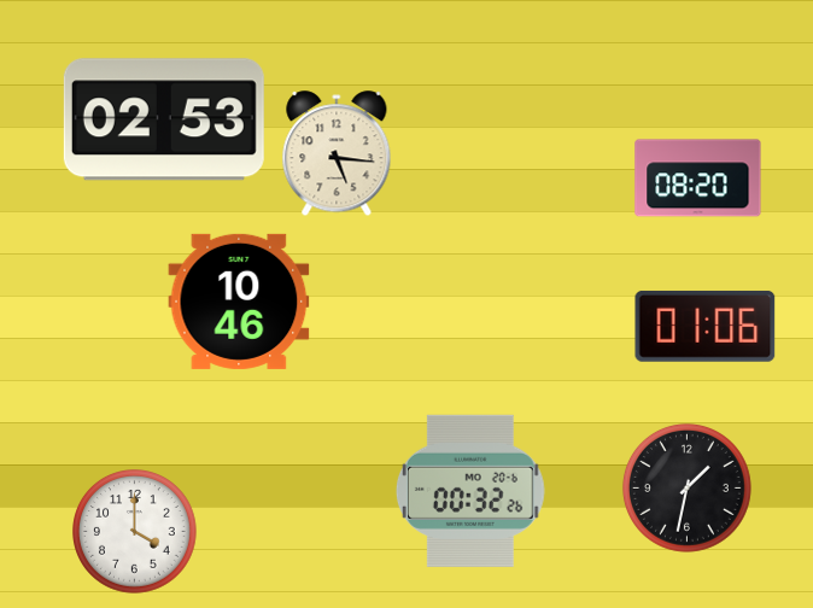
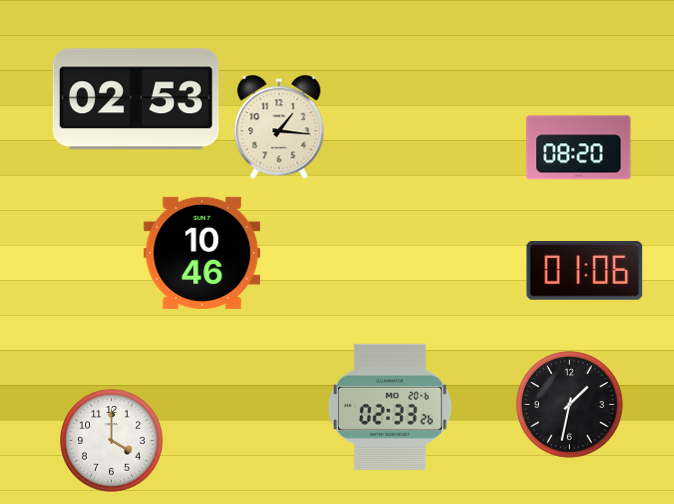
clock at (337, 154): 5:16 -> 1:16
clock at (239, 302) position: (239, 302) -> (202, 253)
clock at (470, 491): 00:32 -> 02:33
